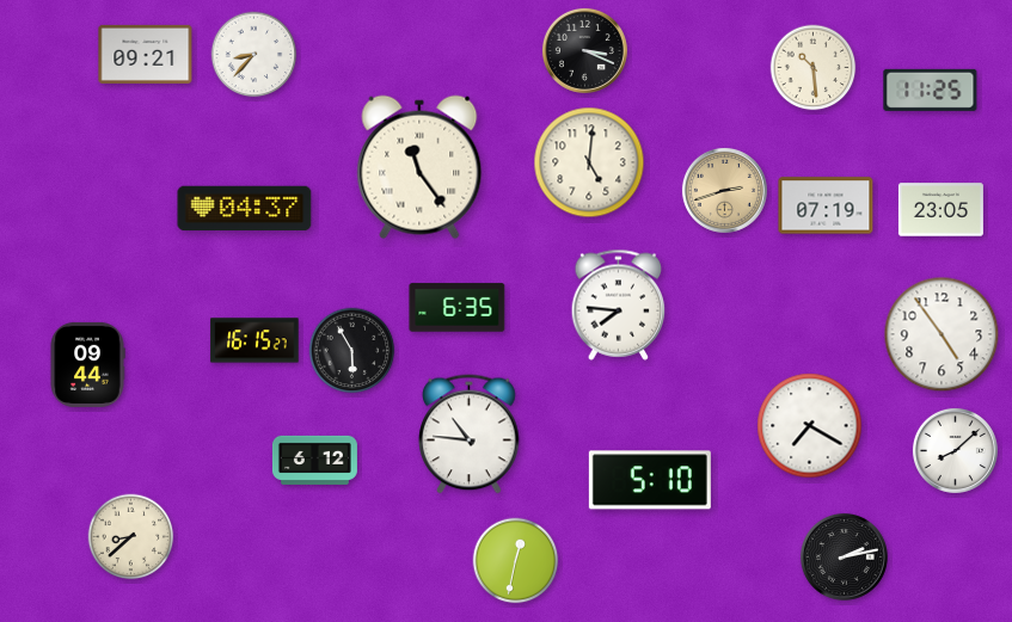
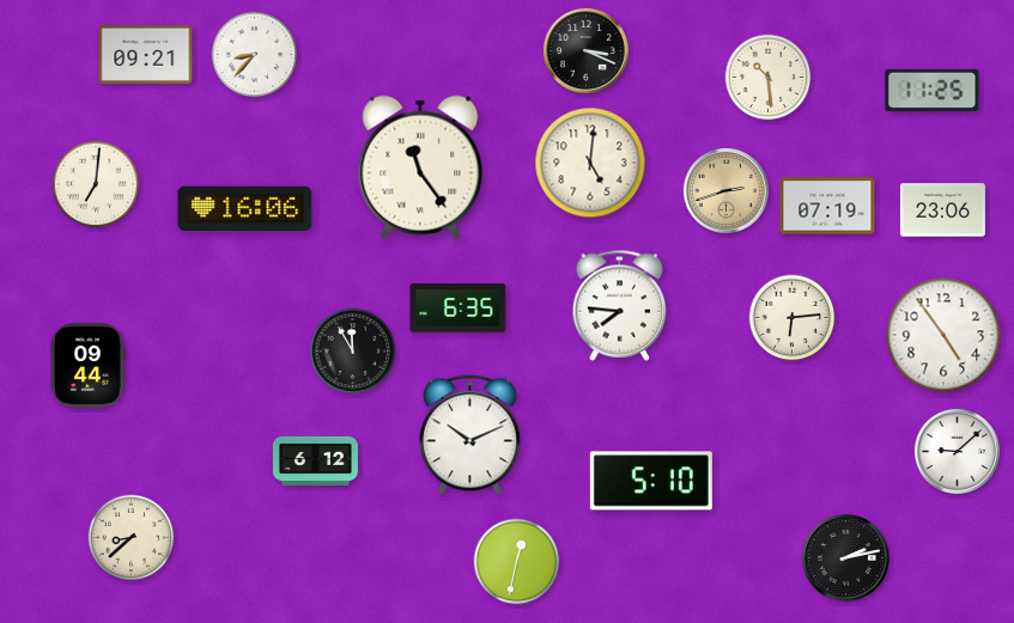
clock at (814, 68) position: (814, 68) -> (769, 78)
clock at (96, 184): none -> 7:01
clock at (245, 209): 04:37 -> 16:06
clock at (940, 210): 23:05 -> 23:06
clock at (793, 318): none -> 6:14
clock at (254, 340): 16:15 -> none
clock at (352, 351): 5:55 -> 11:55
clock at (810, 426): 7:20 -> none
clock at (470, 435): 10:46 -> 10:11
clock at (955, 450): 8:08 -> 9:08
